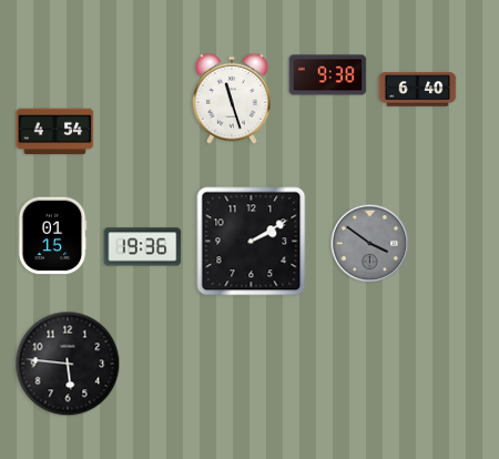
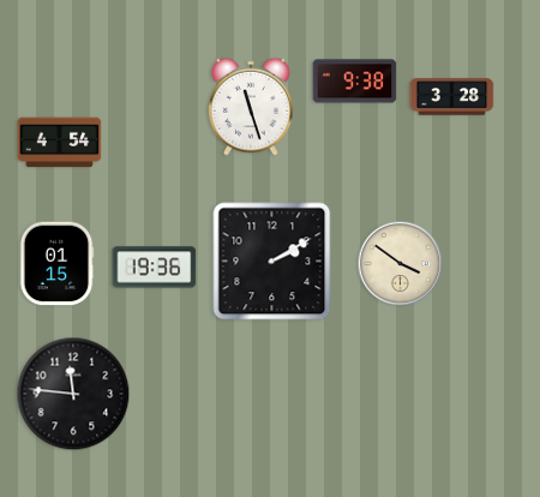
clock at (418, 90): 6:40 -> 3:28
clock at (52, 236) position: (52, 236) -> (56, 264)
clock at (370, 244) dial: grey -> cream
clock at (68, 364): 5:46 -> 11:46
